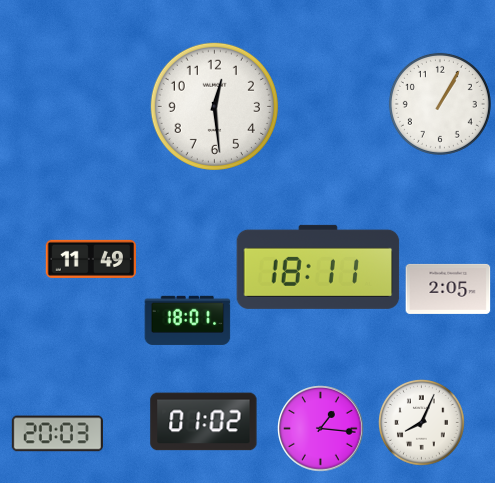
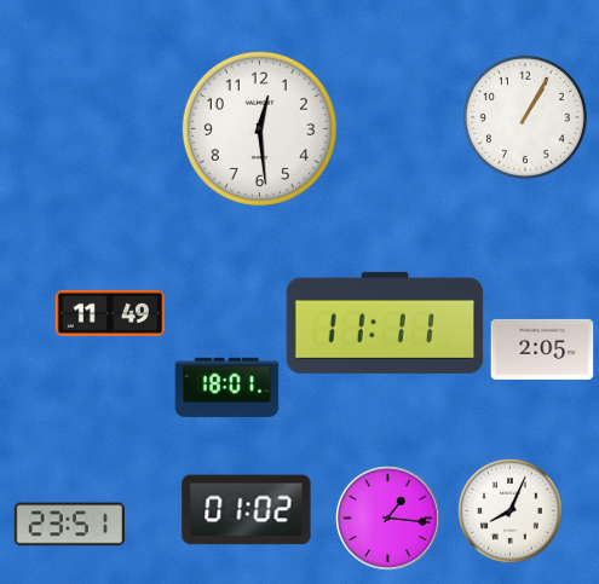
clock at (440, 104) position: (440, 104) -> (525, 117)
clock at (318, 267): 18:11 -> 11:11
clock at (57, 434): 20:03 -> 23:51
